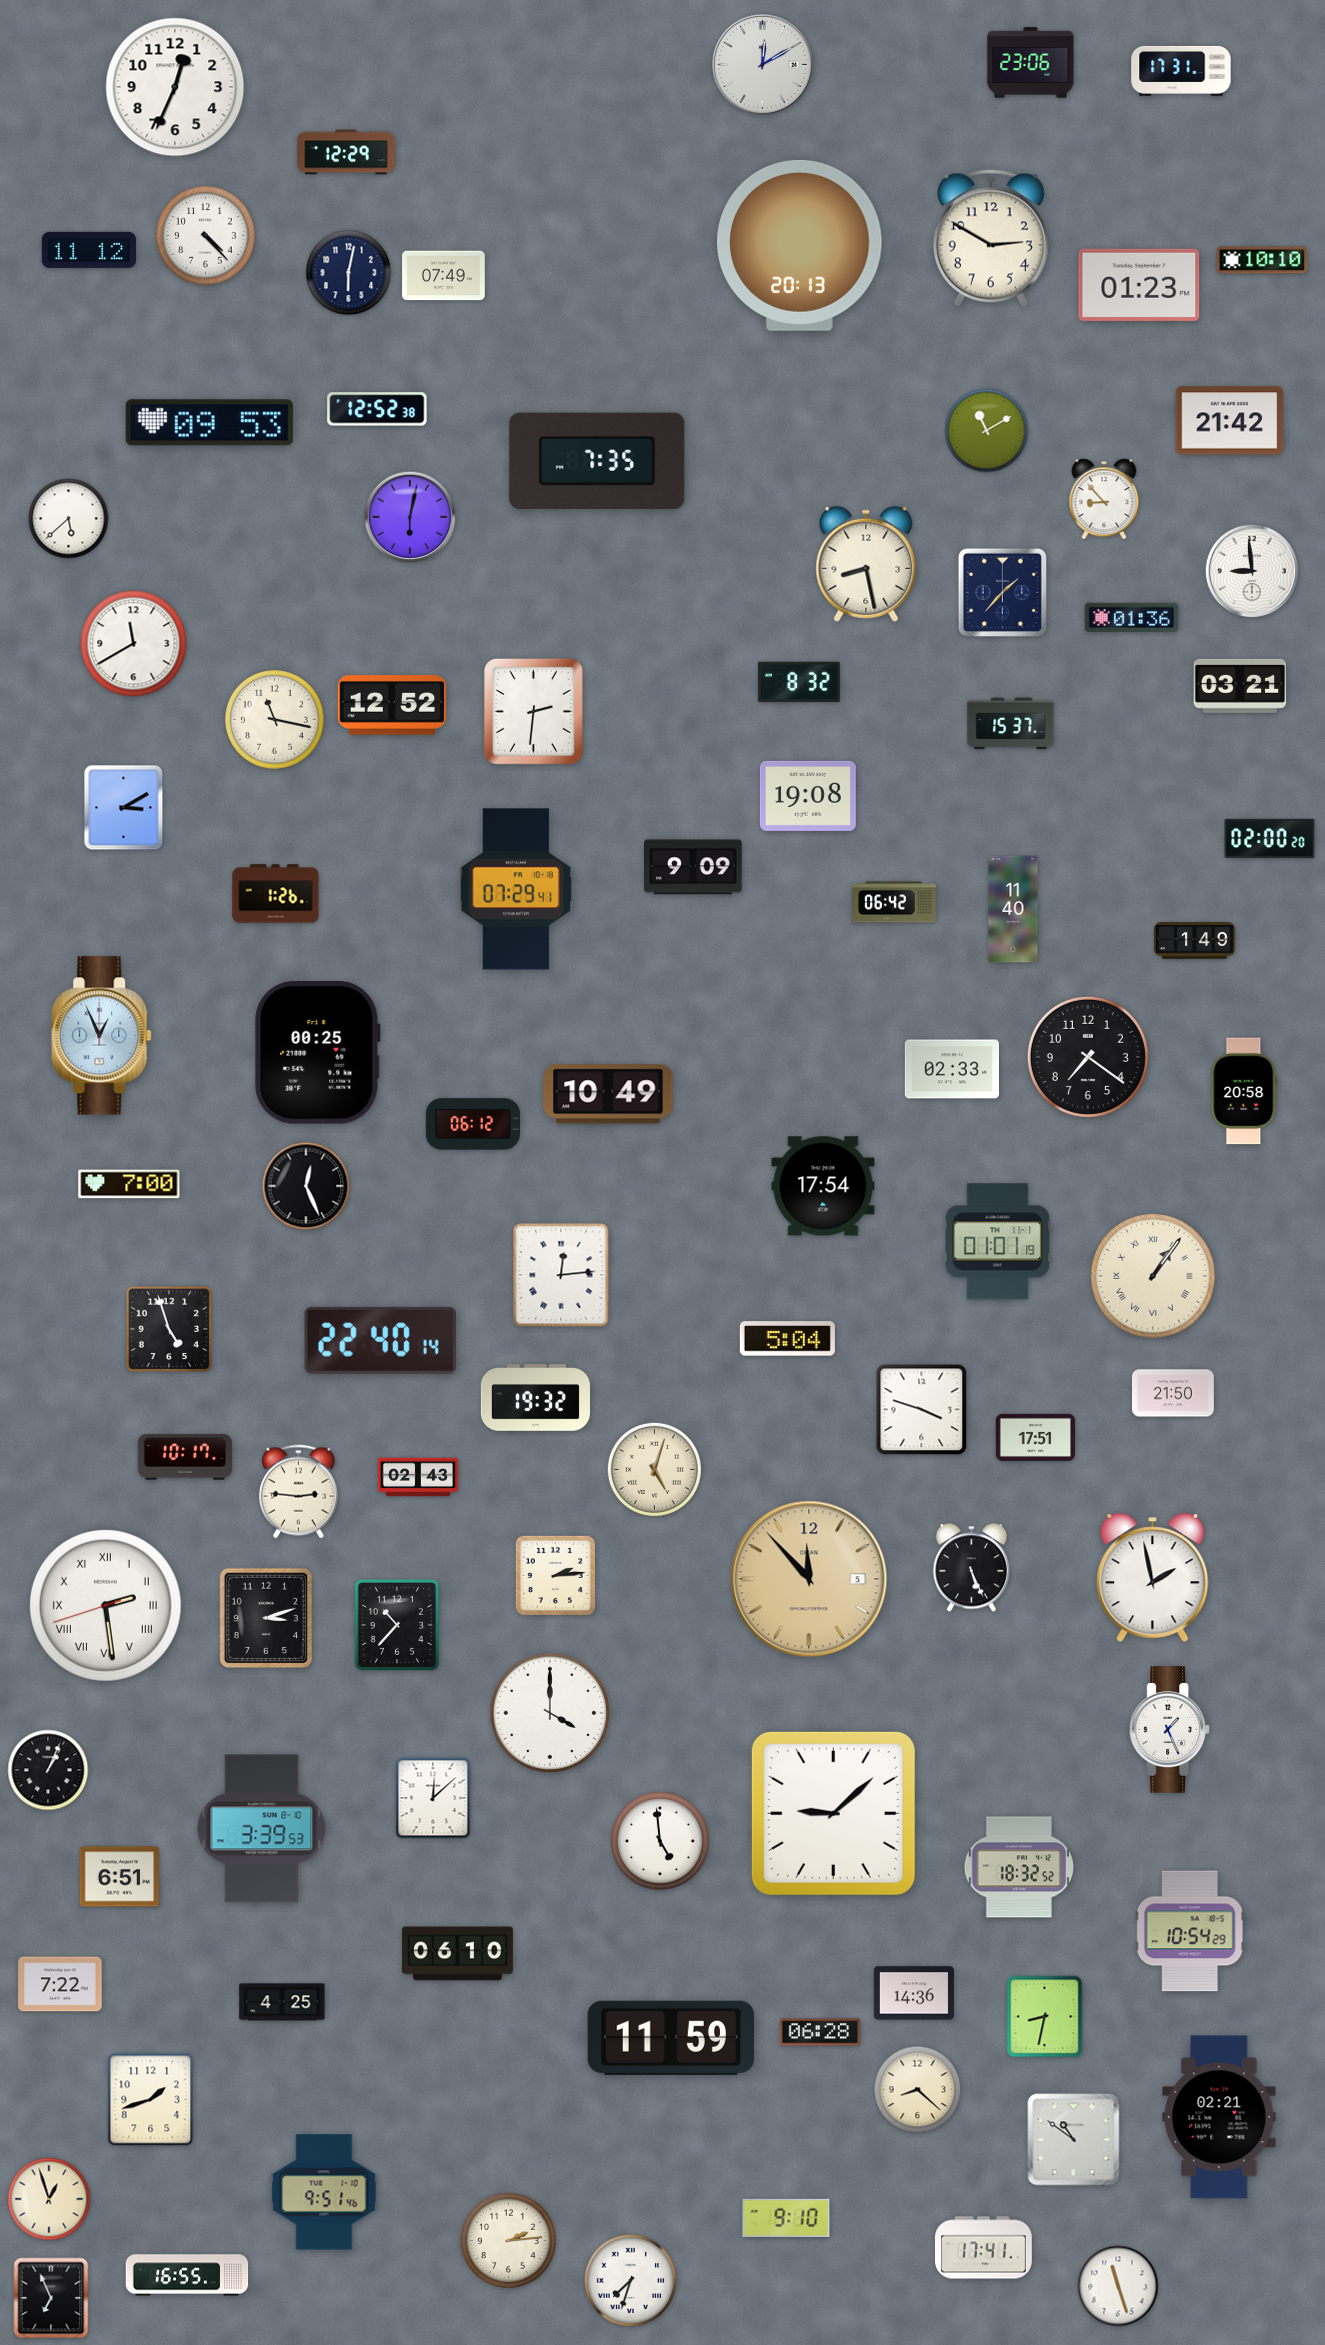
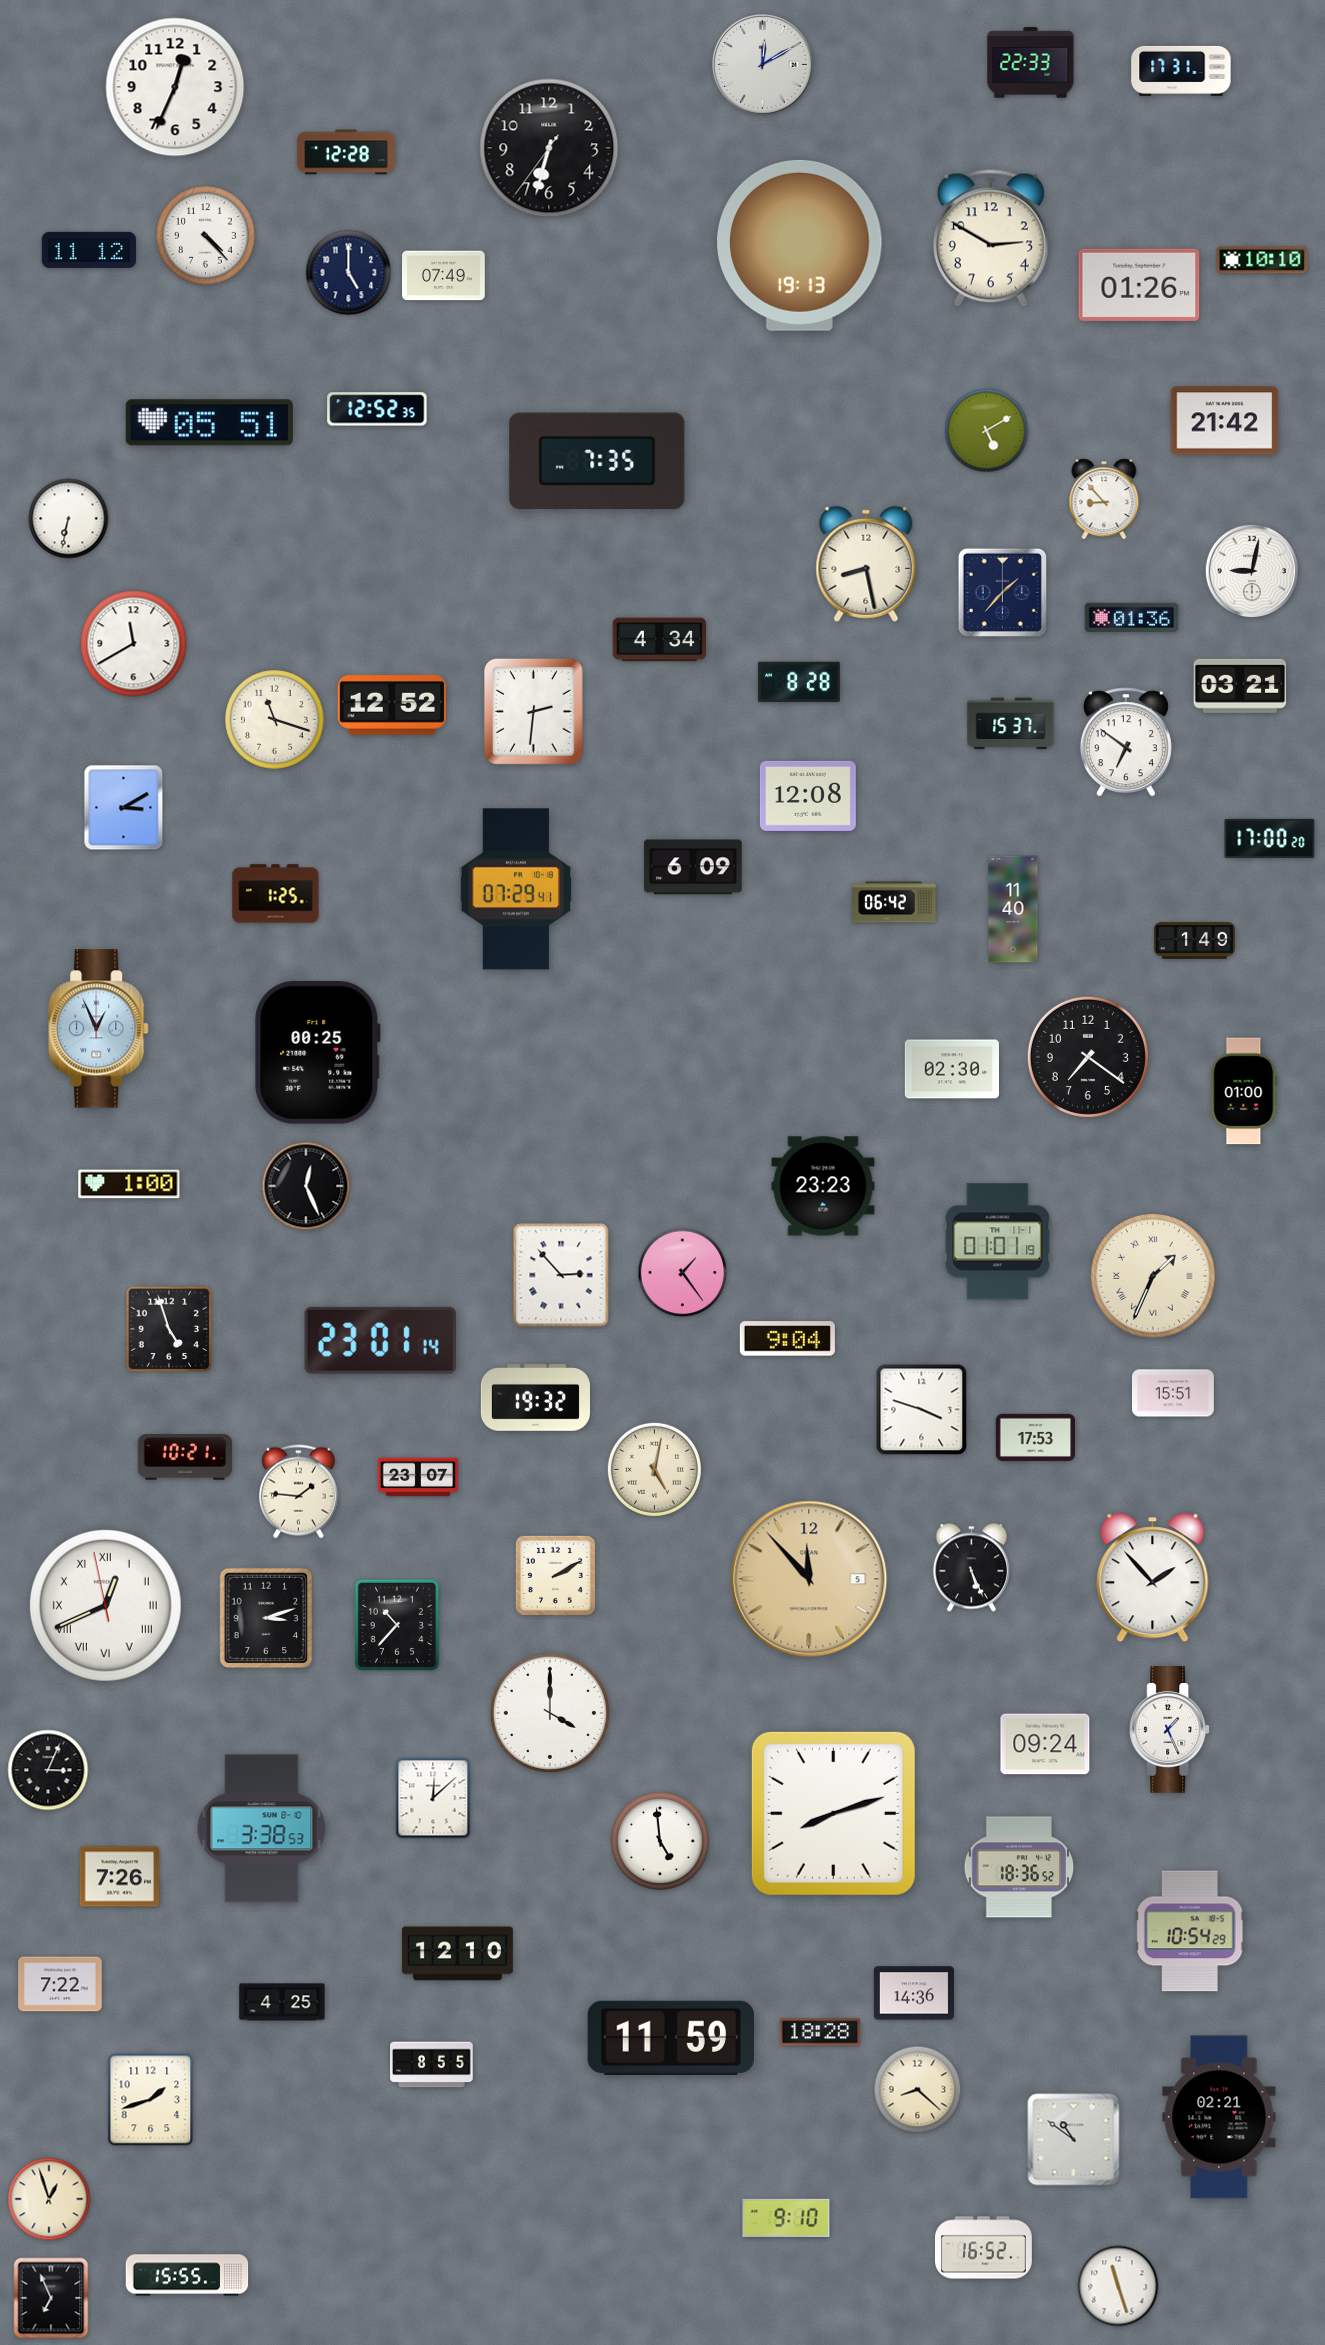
clock at (1031, 63): 23:06 -> 22:33
clock at (549, 148): none -> 6:32
clock at (346, 152): 12:29 -> 12:28
clock at (800, 245): 20:13 -> 19:13
clock at (349, 273): 6:02 -> 5:00
clock at (1139, 285): 01:23 -> 01:26
clock at (377, 409): 12:52:38 -> 12:52:35
clock at (1230, 421) position: (1230, 421) -> (1225, 421)
clock at (209, 423): 09:53 -> 05:51
clock at (987, 431): 11:10 -> 5:10
clock at (410, 517): 6:02 -> none
clock at (69, 519): 5:38 -> 6:32
clock at (1252, 571): 8:59 -> 9:02
clock at (660, 640): none -> 4:34
clock at (799, 681): 8:32 -> 8:28
clock at (275, 720): 11:17 -> 11:18
clock at (1126, 742): none -> 6:51
clock at (808, 796): 19:08 -> 12:08
clock at (1270, 838): 02:00 -> 17:00
clock at (693, 867): 9:09 -> 6:09
clock at (276, 894): 1:26 -> 1:25
clock at (102, 1036) position: (102, 1036) -> (99, 1029)
clock at (951, 1069): 02:33 -> 02:30
clock at (1244, 1091): 20:58 -> 01:00
clock at (608, 1094): 10:49 -> none
clock at (473, 1124): 06:12 -> none
clock at (129, 1184): 7:00 -> 1:00
clock at (823, 1186): 17:54 -> 23:23
clock at (683, 1273): none -> 1:24
clock at (561, 1275): 12:14 -> 2:53
clock at (1153, 1276): 1:06 -> 1:34
clock at (787, 1339): 5:04 -> 9:04
clock at (380, 1340): 22:40 -> 23:01
clock at (1174, 1393): 21:50 -> 15:51
clock at (1036, 1437): 17:51 -> 17:53
clock at (185, 1457): 10:17 -> 10:21
clock at (654, 1469): 5:03 -> 5:02
clock at (418, 1477): 02:43 -> 23:07
clock at (298, 1492): 2:46 -> 1:46
clock at (555, 1575): 2:14 -> 2:10
clock at (1153, 1578): 1:58 -> 1:53
clock at (105, 1605): 2:28 -> 12:40
clock at (1045, 1744): none -> 09:24
clock at (48, 1770): 1:04 -> 3:04
clock at (833, 1813): 9:08 -> 8:12
clock at (262, 1829): 3:39 -> 3:38
clock at (1019, 1867): 18:32 -> 18:36
clock at (119, 1877): 6:51 -> 7:26
clock at (457, 1954): 06:10 -> 12:10
clock at (1045, 2017): 8:32 -> none
clock at (820, 2032): 06:28 -> 18:28
clock at (432, 2065): none -> 8:55
clock at (324, 2192): 9:51 -> none
clock at (508, 2240): 2:14 -> none
clock at (984, 2248): 17:41 -> 16:52
clock at (187, 2275): 16:55 -> 15:55
clock at (631, 2281): 7:33 -> none
